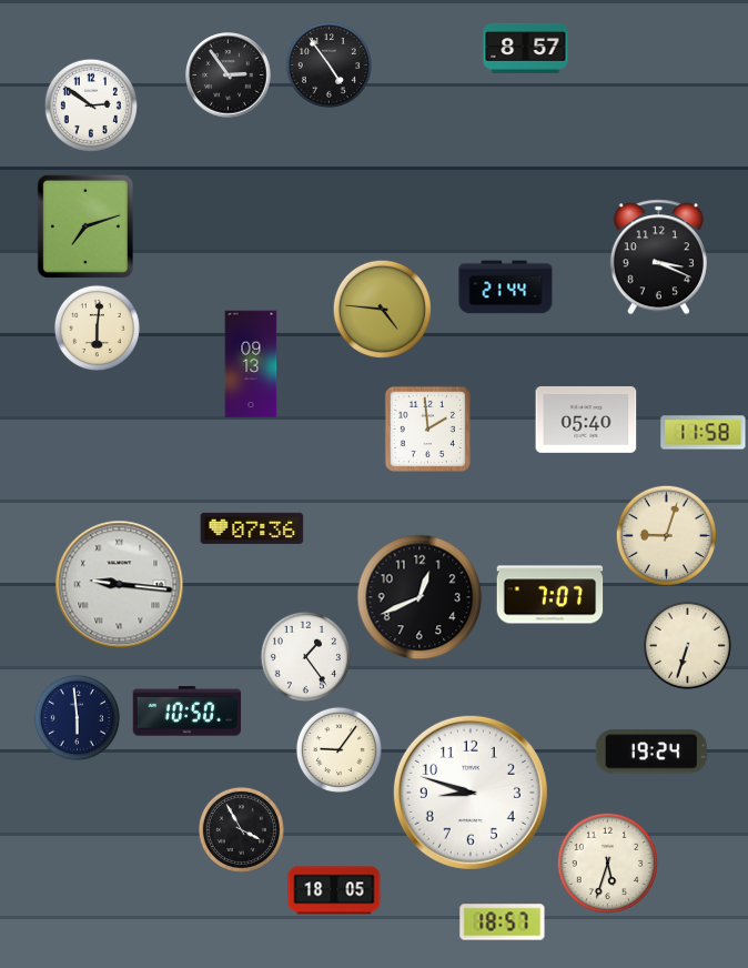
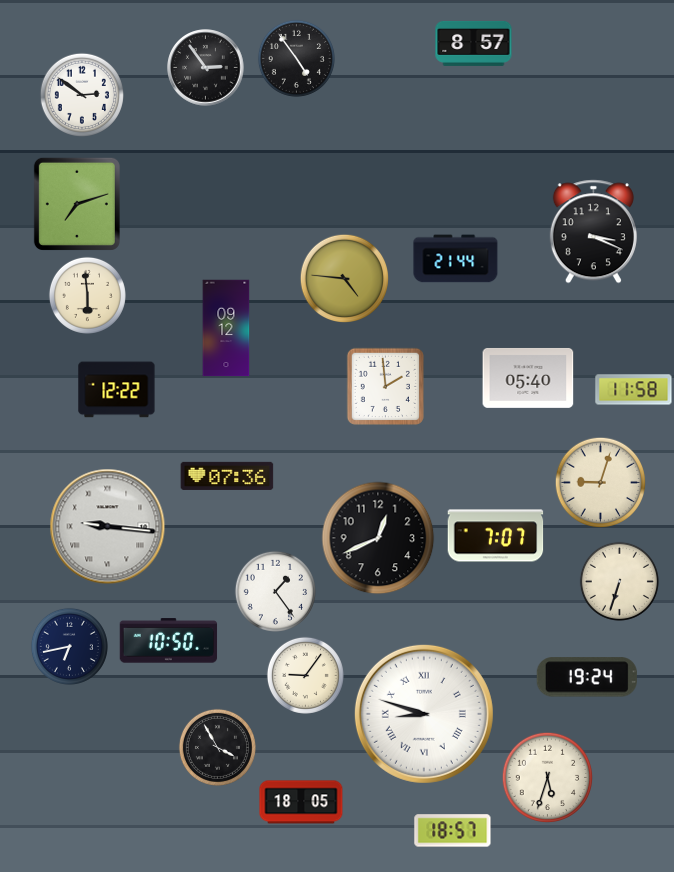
clock at (97, 327): 6:01 -> 5:59
clock at (251, 364): 09:13 -> 09:12
clock at (117, 390): none -> 12:22
clock at (77, 717): 5:59 -> 6:43
clock at (471, 793) numerals: Arabic -> Roman
